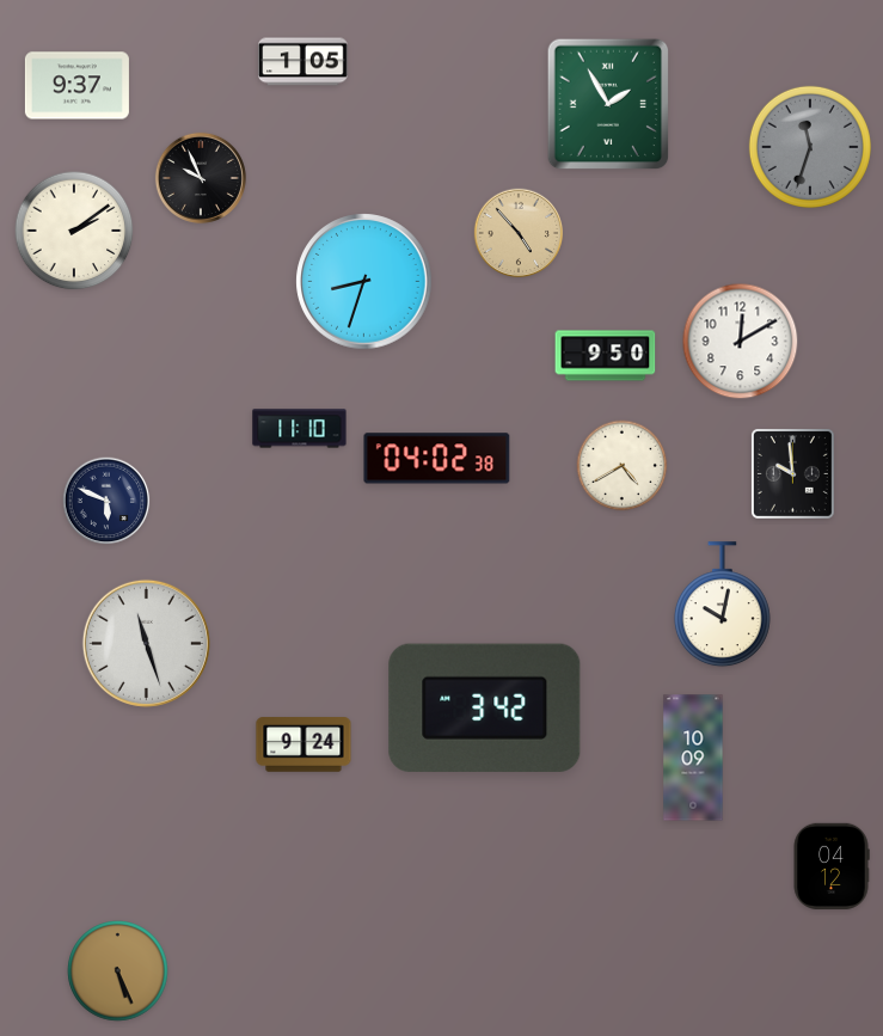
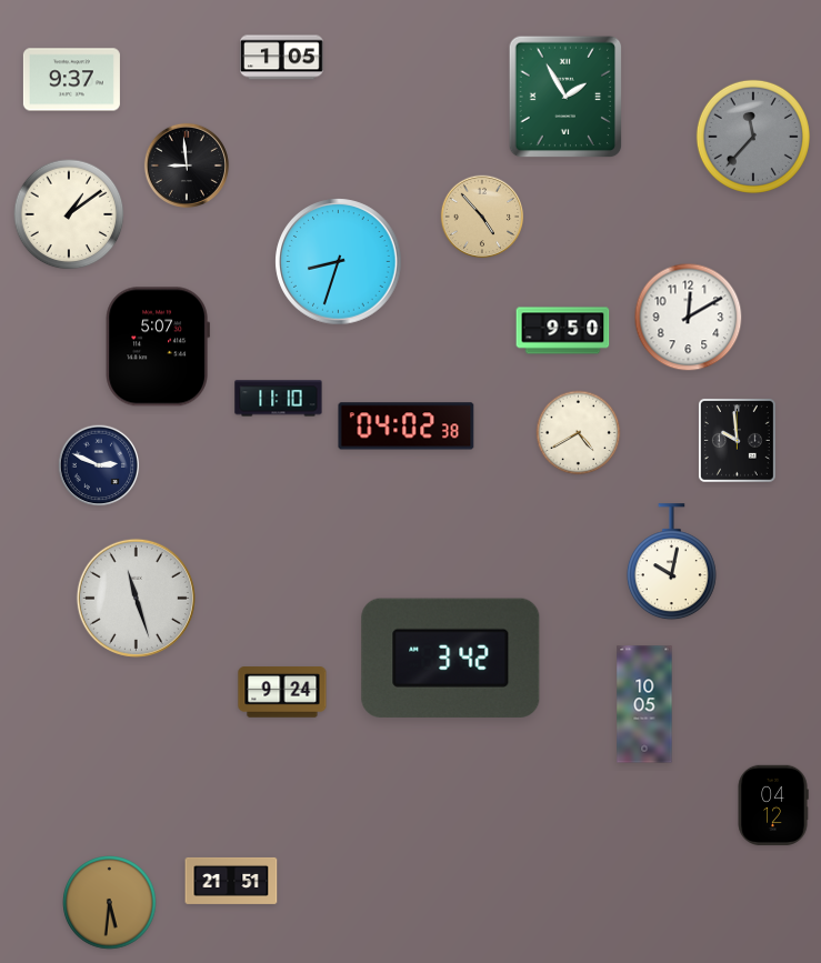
clock at (810, 147): 11:33 -> 11:37
clock at (201, 178): 9:56 -> 8:59
clock at (74, 231): 2:09 -> 1:09
clock at (158, 347): none -> 5:07
clock at (106, 501): 5:49 -> 2:49
clock at (693, 758): 10:09 -> 10:05
clock at (231, 881): none -> 21:51
clock at (118, 971): 5:26 -> 5:31
